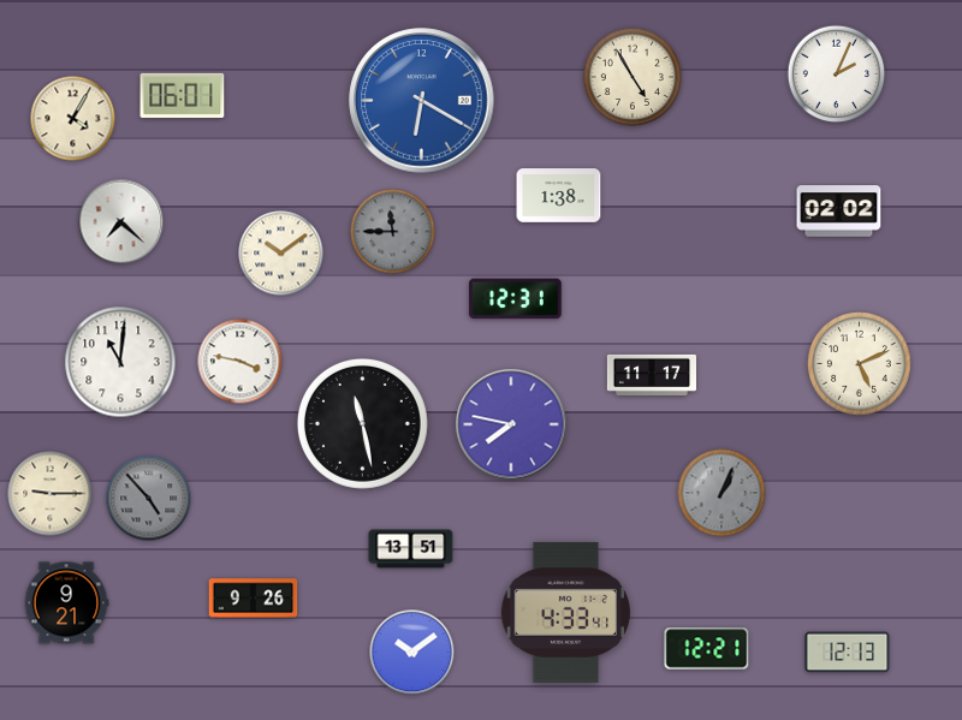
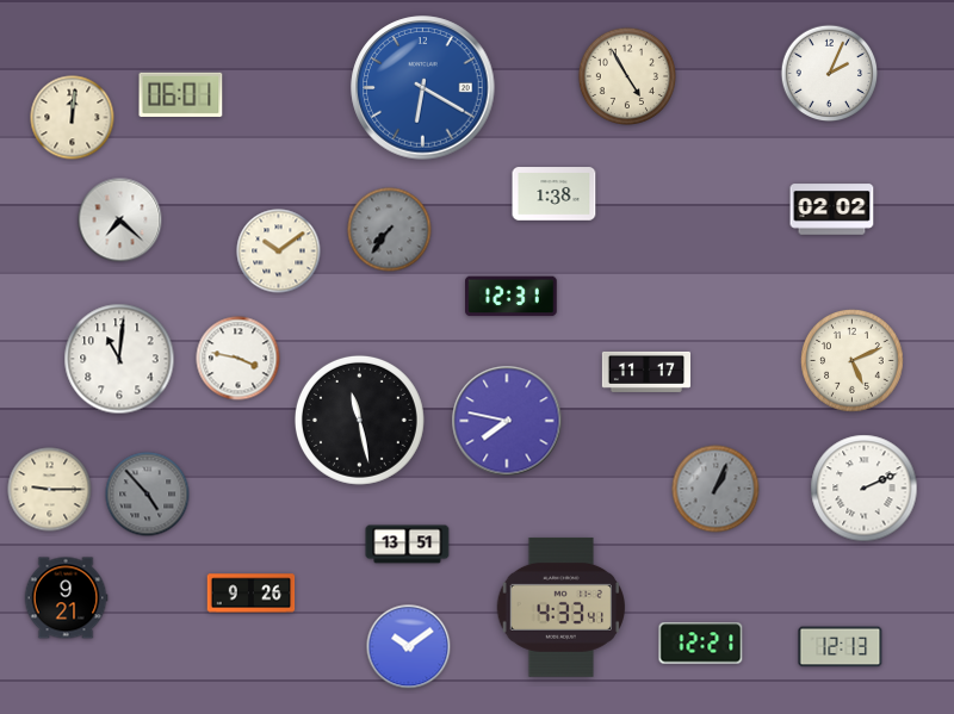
clock at (422, 101) position: (422, 101) -> (423, 88)
clock at (73, 119): 4:05 -> 12:01
clock at (393, 232): 11:45 -> 7:36
clock at (865, 489): none -> 2:11
